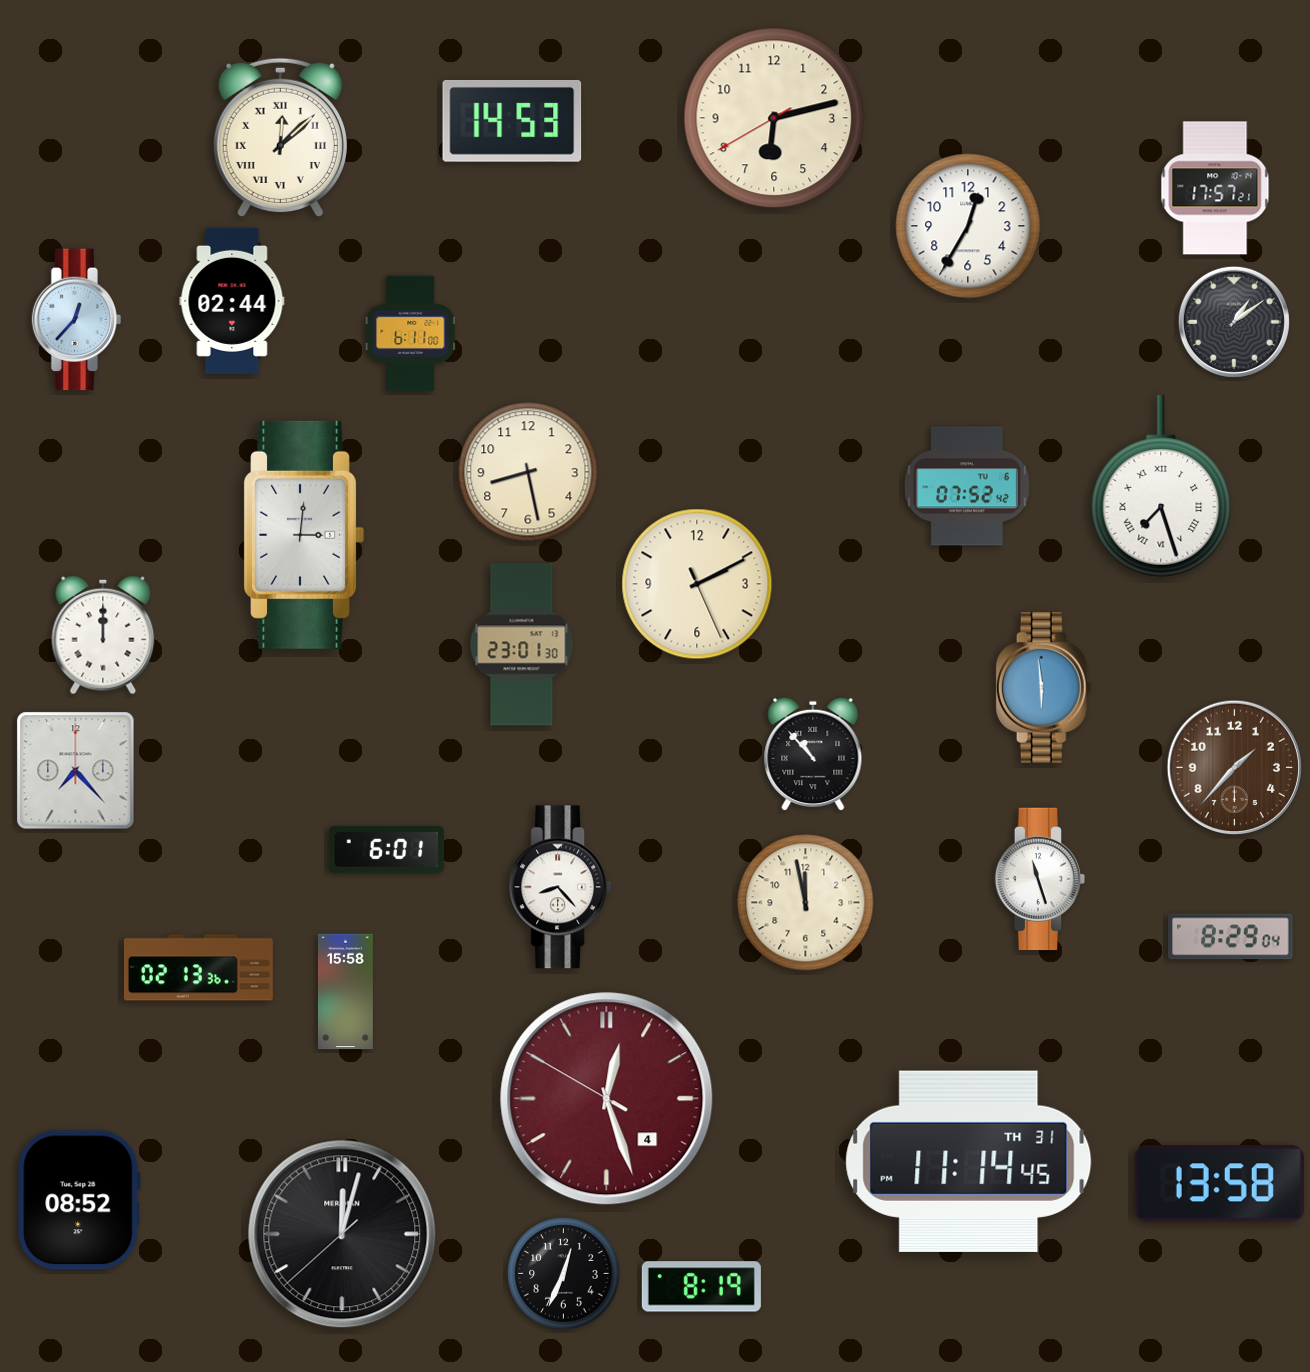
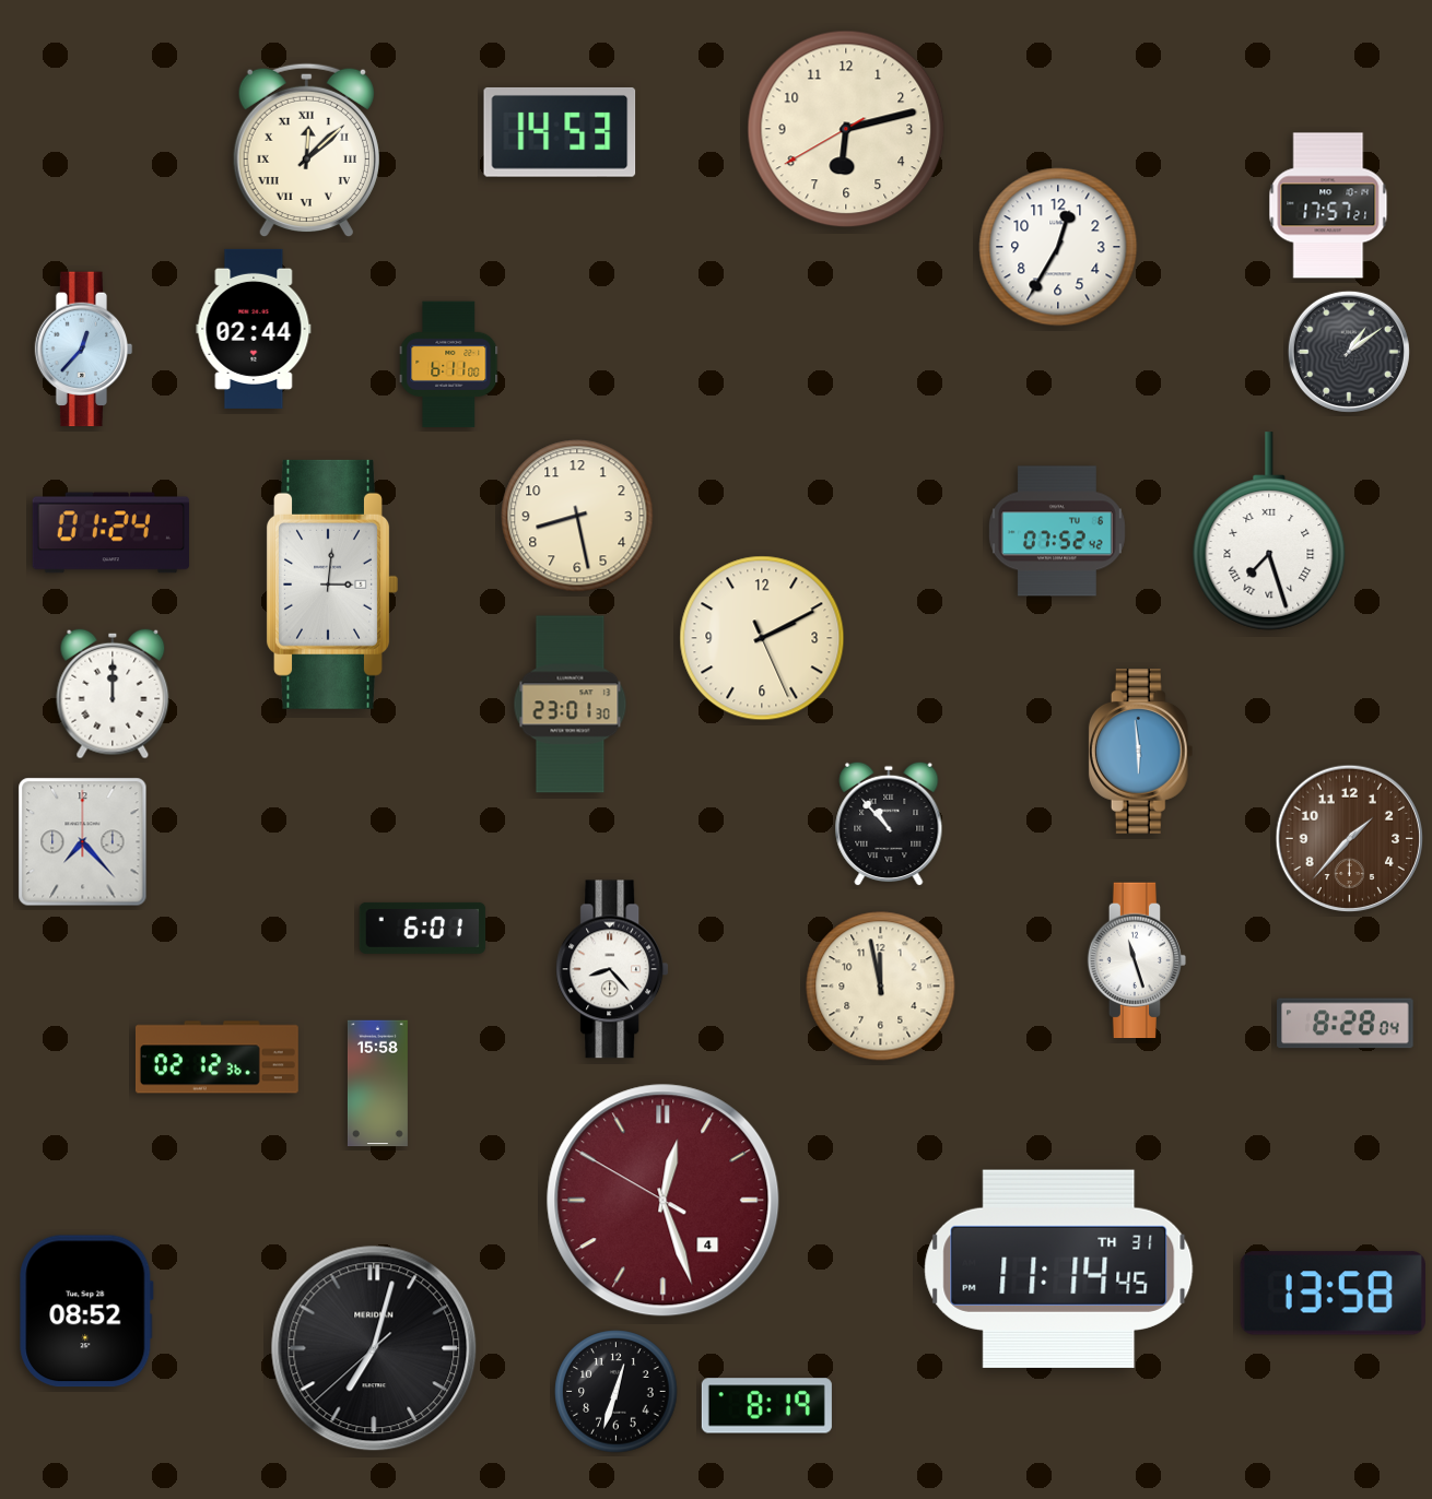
clock at (110, 533): none -> 01:24
clock at (1231, 937): 8:29 -> 8:28
clock at (198, 968): 02:13 -> 02:12
clock at (342, 1234): 12:02 -> 7:02
clock at (564, 1274): 12:34 -> 12:33
